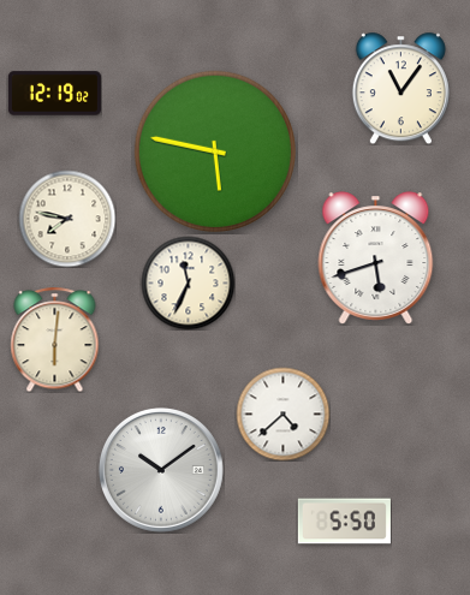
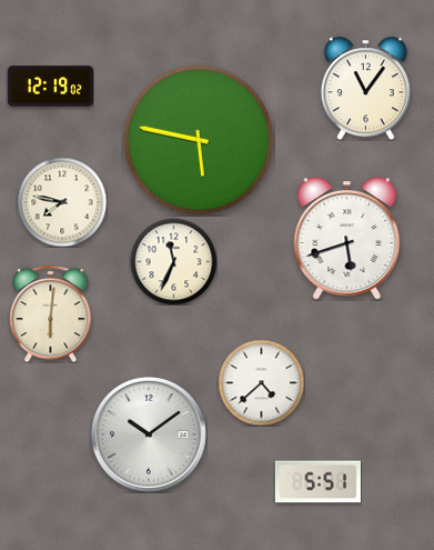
clock at (400, 88) position: (400, 88) -> (365, 88)
clock at (344, 522): 5:50 -> 5:51
